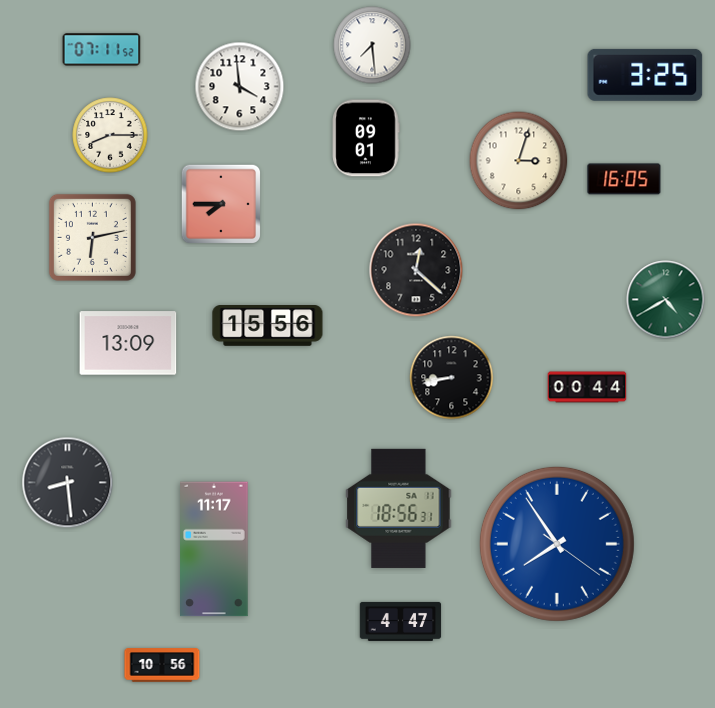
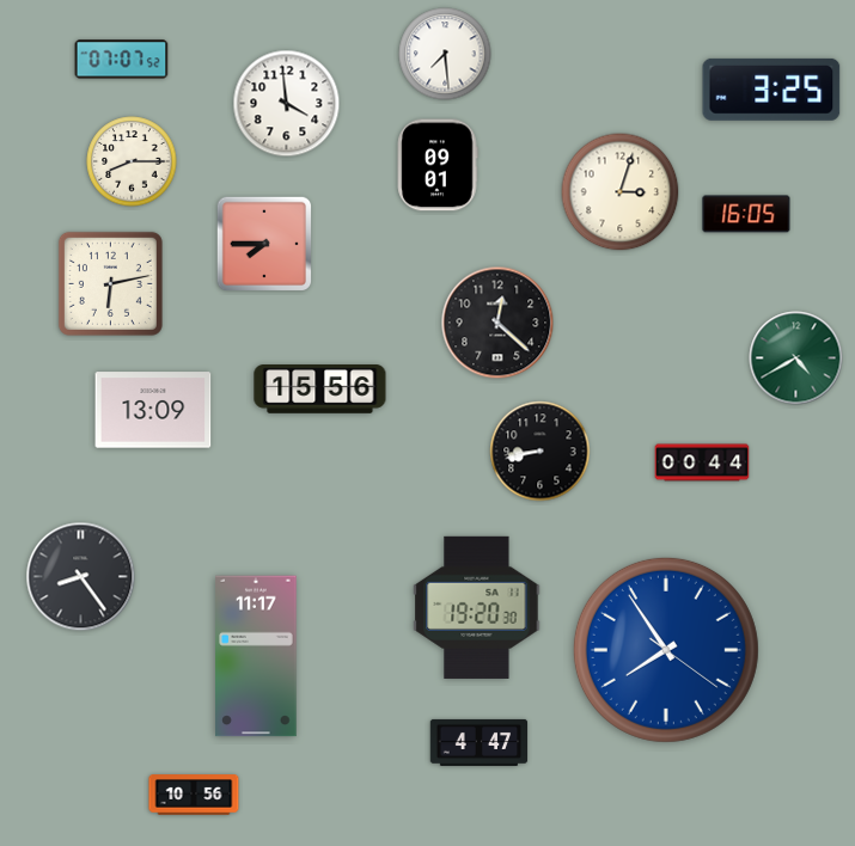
clock at (102, 50): 07:11 -> 07:07
clock at (68, 483): 8:29 -> 8:24
clock at (399, 508): 18:56 -> 19:20
